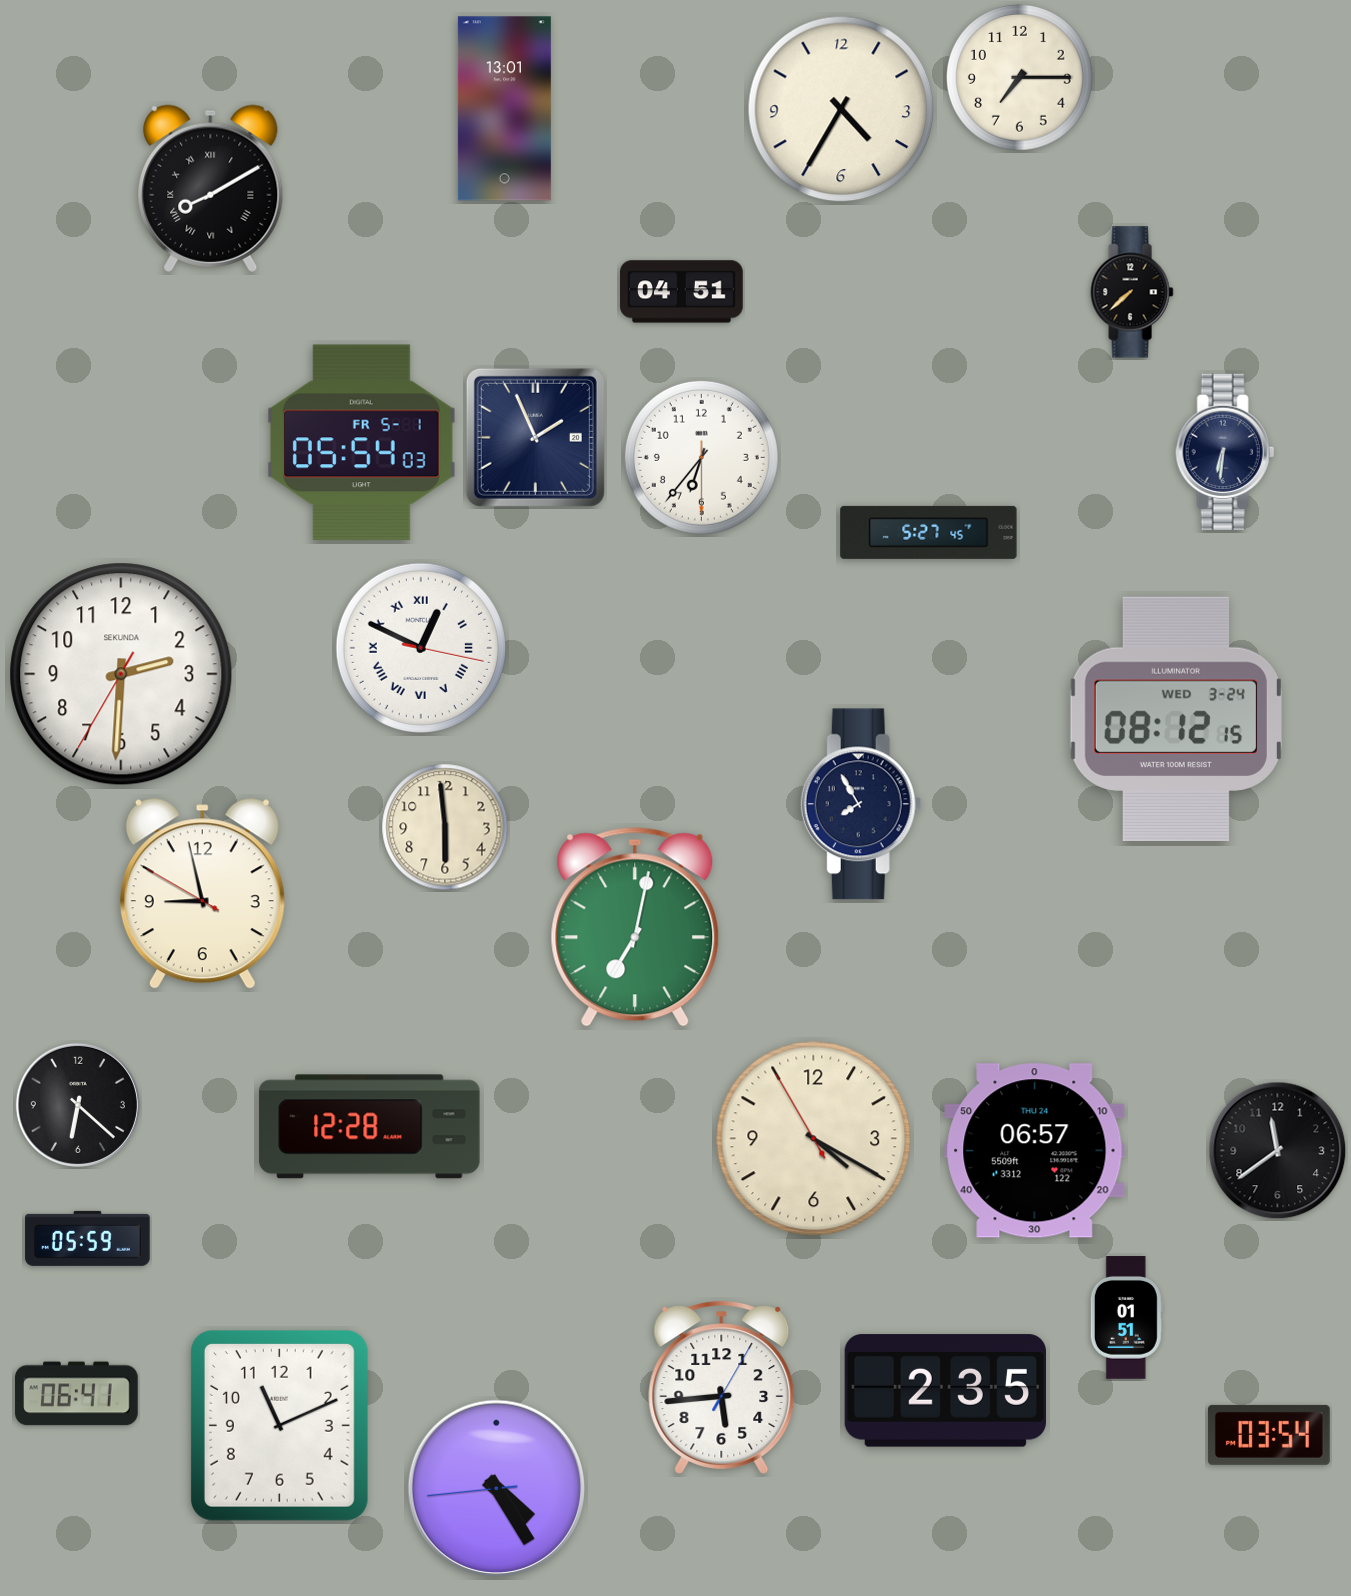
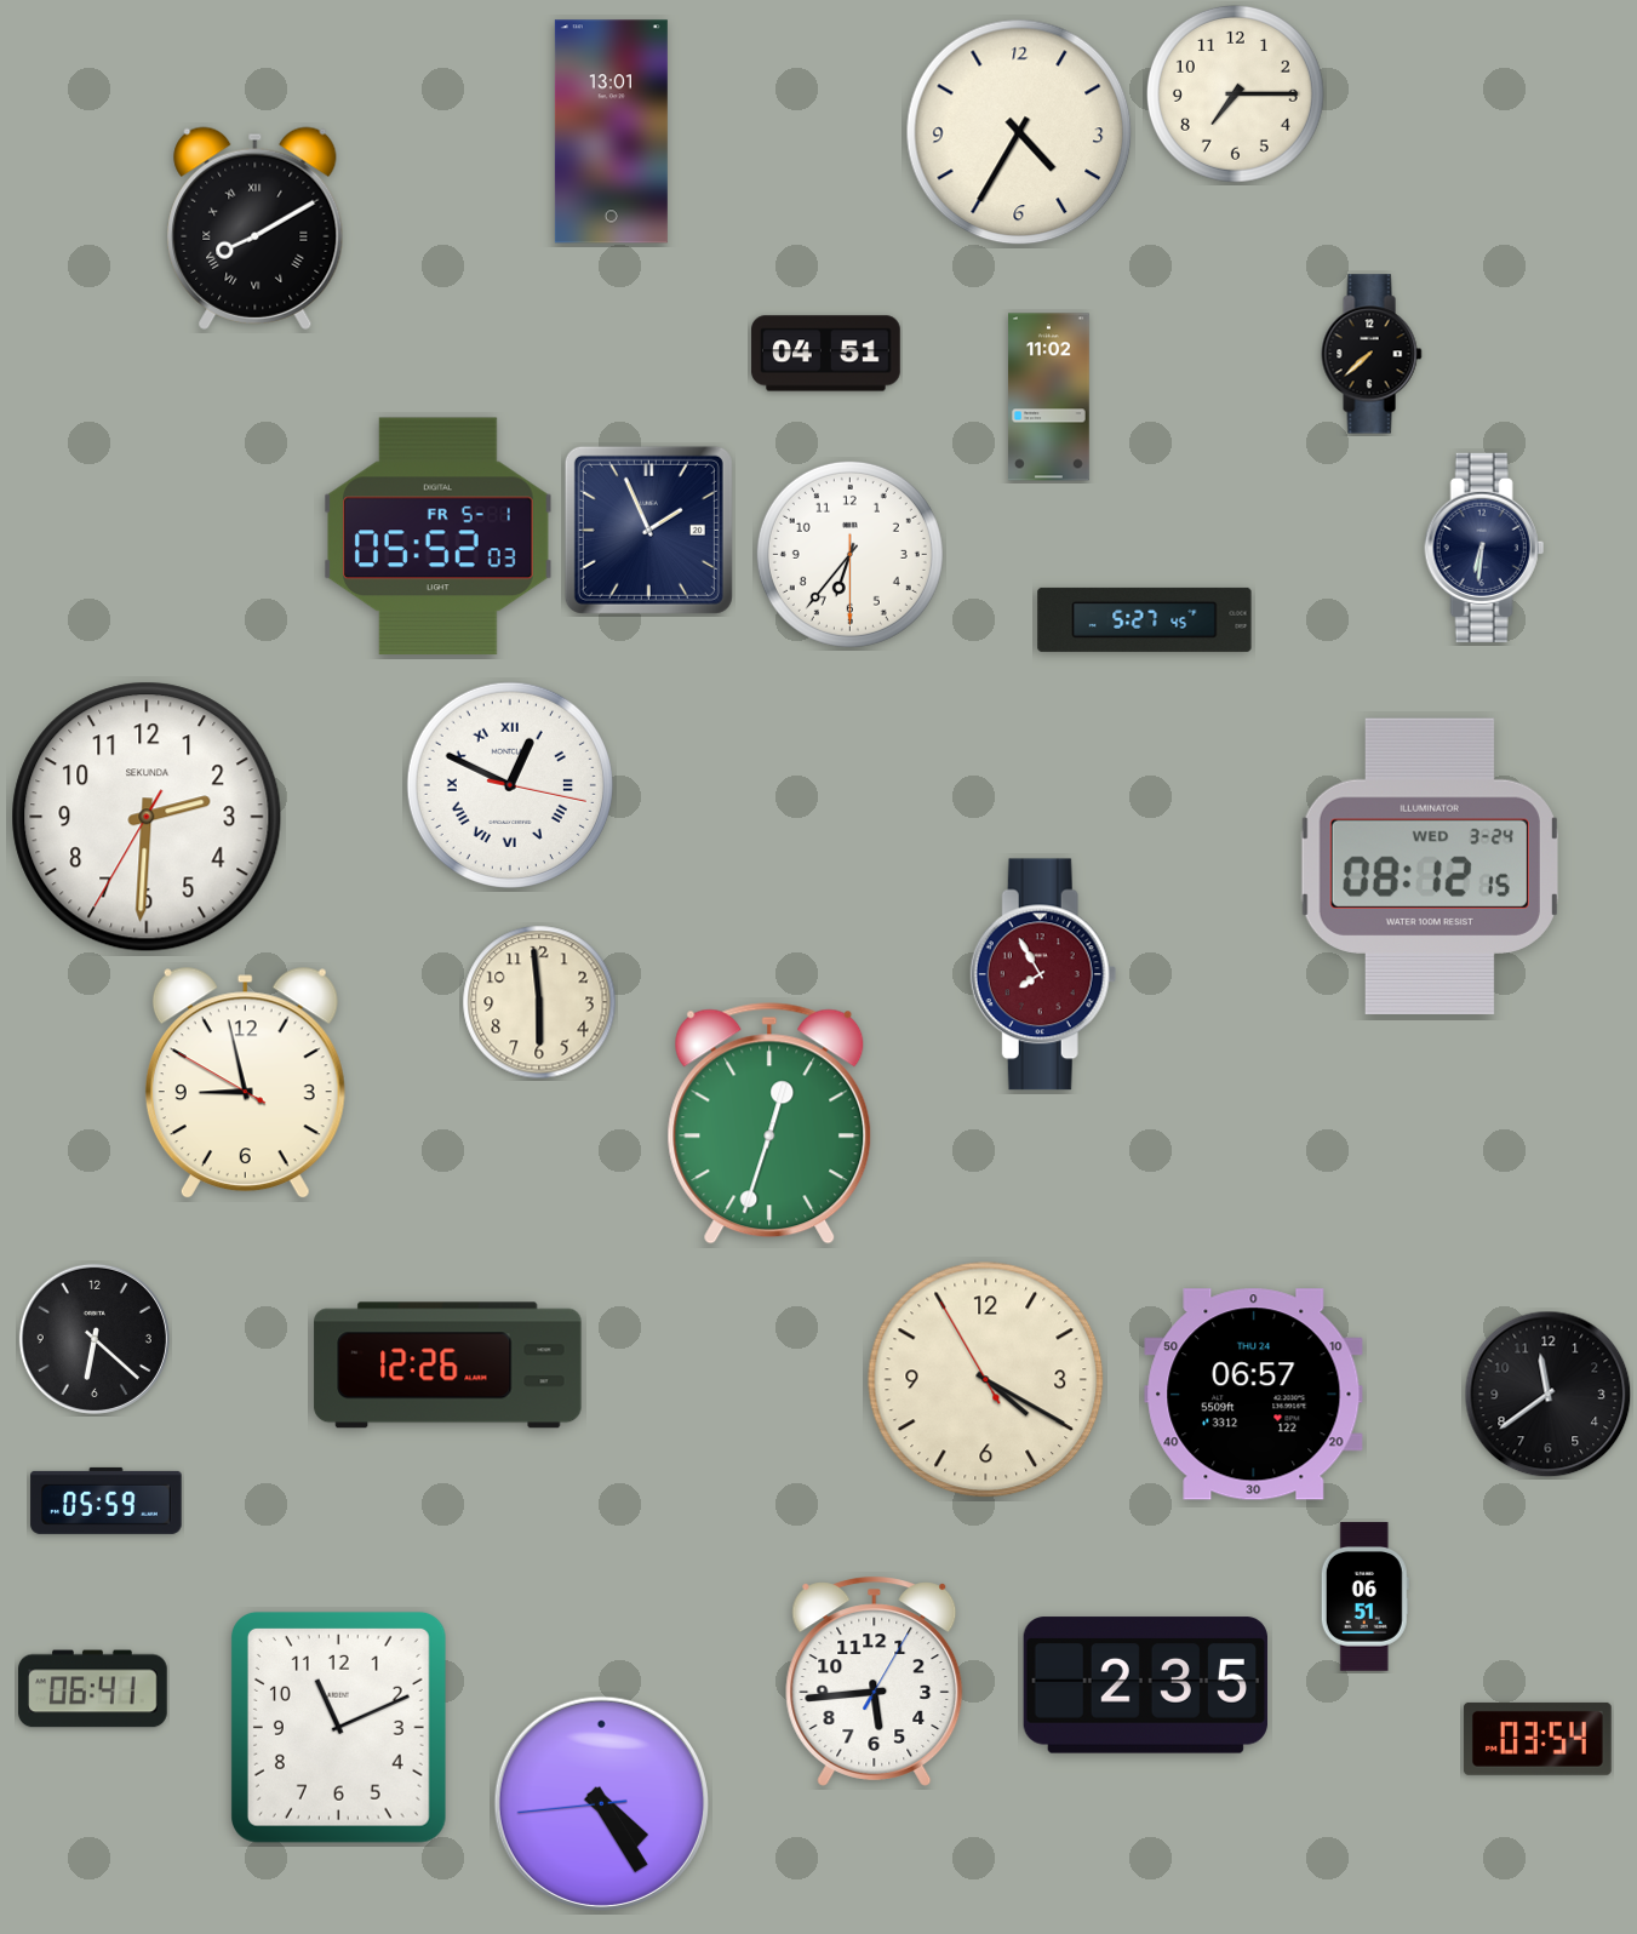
clock at (1049, 397): none -> 11:02
clock at (362, 443): 05:54 -> 05:52
clock at (929, 532) position: (929, 532) -> (1145, 619)
clock at (1176, 718) position: (1176, 718) -> (1430, 865)
clock at (861, 804) dial: navy -> burgundy
clock at (635, 927): 7:02 -> 12:33
clock at (370, 1127): 12:28 -> 12:26
clock at (1126, 1318): 01:51 -> 06:51
